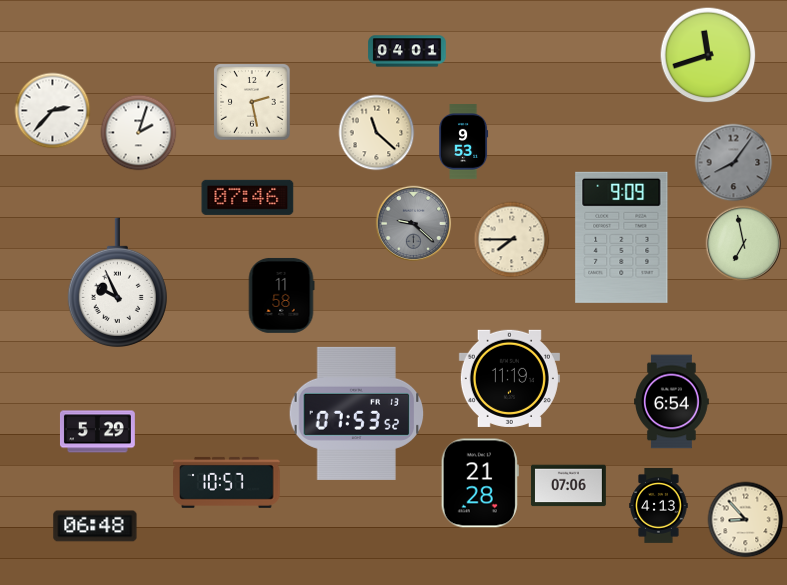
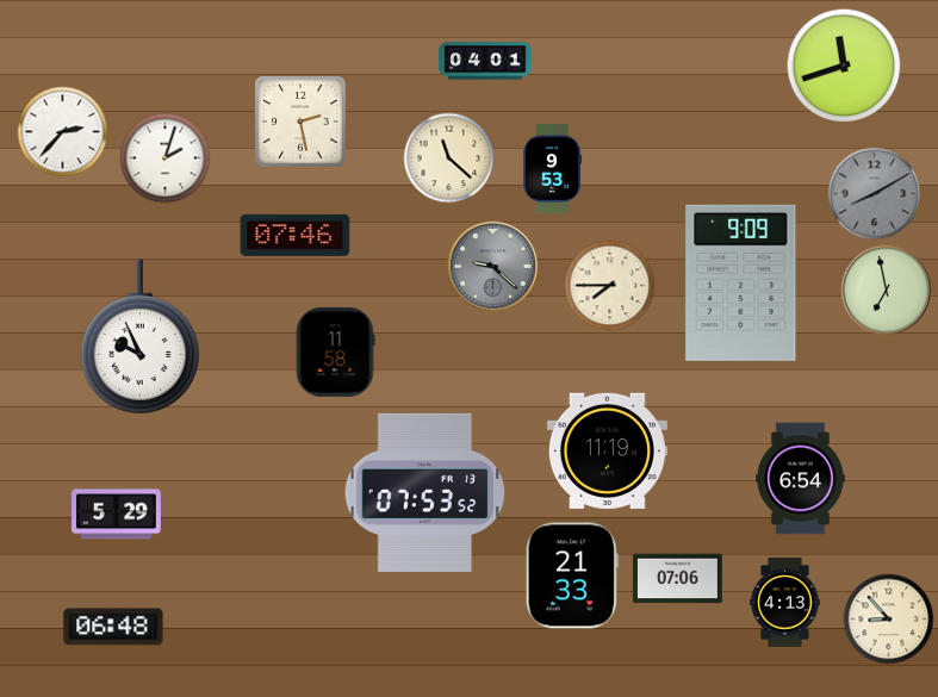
clock at (734, 163): 8:06 -> 8:10
clock at (227, 482): 10:57 -> none
clock at (480, 483): 21:28 -> 21:33
